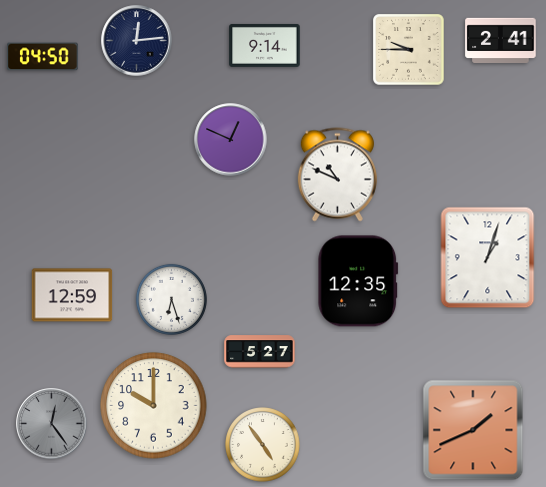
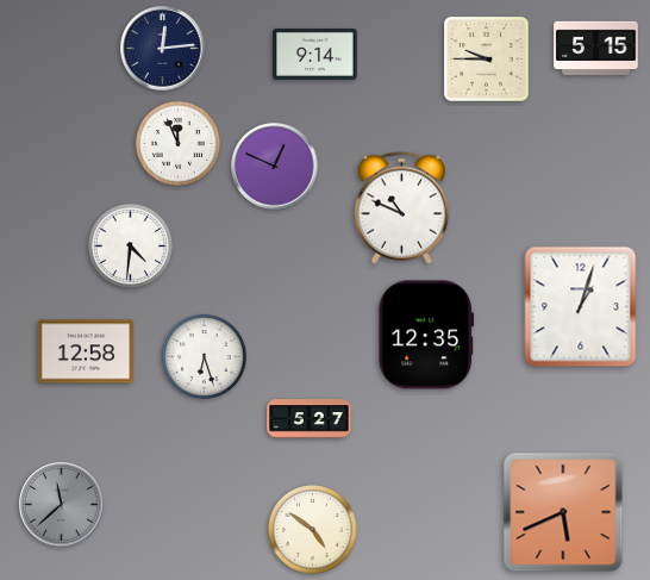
clock at (501, 41): 2:41 -> 5:15
clock at (43, 57): 04:50 -> none
clock at (177, 143): none -> 11:56
clock at (130, 245): none -> 4:31
clock at (72, 295): 12:59 -> 12:58
clock at (154, 406): 10:00 -> none
clock at (52, 424): 12:24 -> 11:38
clock at (473, 430): 1:41 -> 5:41
clock at (263, 445): 4:54 -> 4:51
